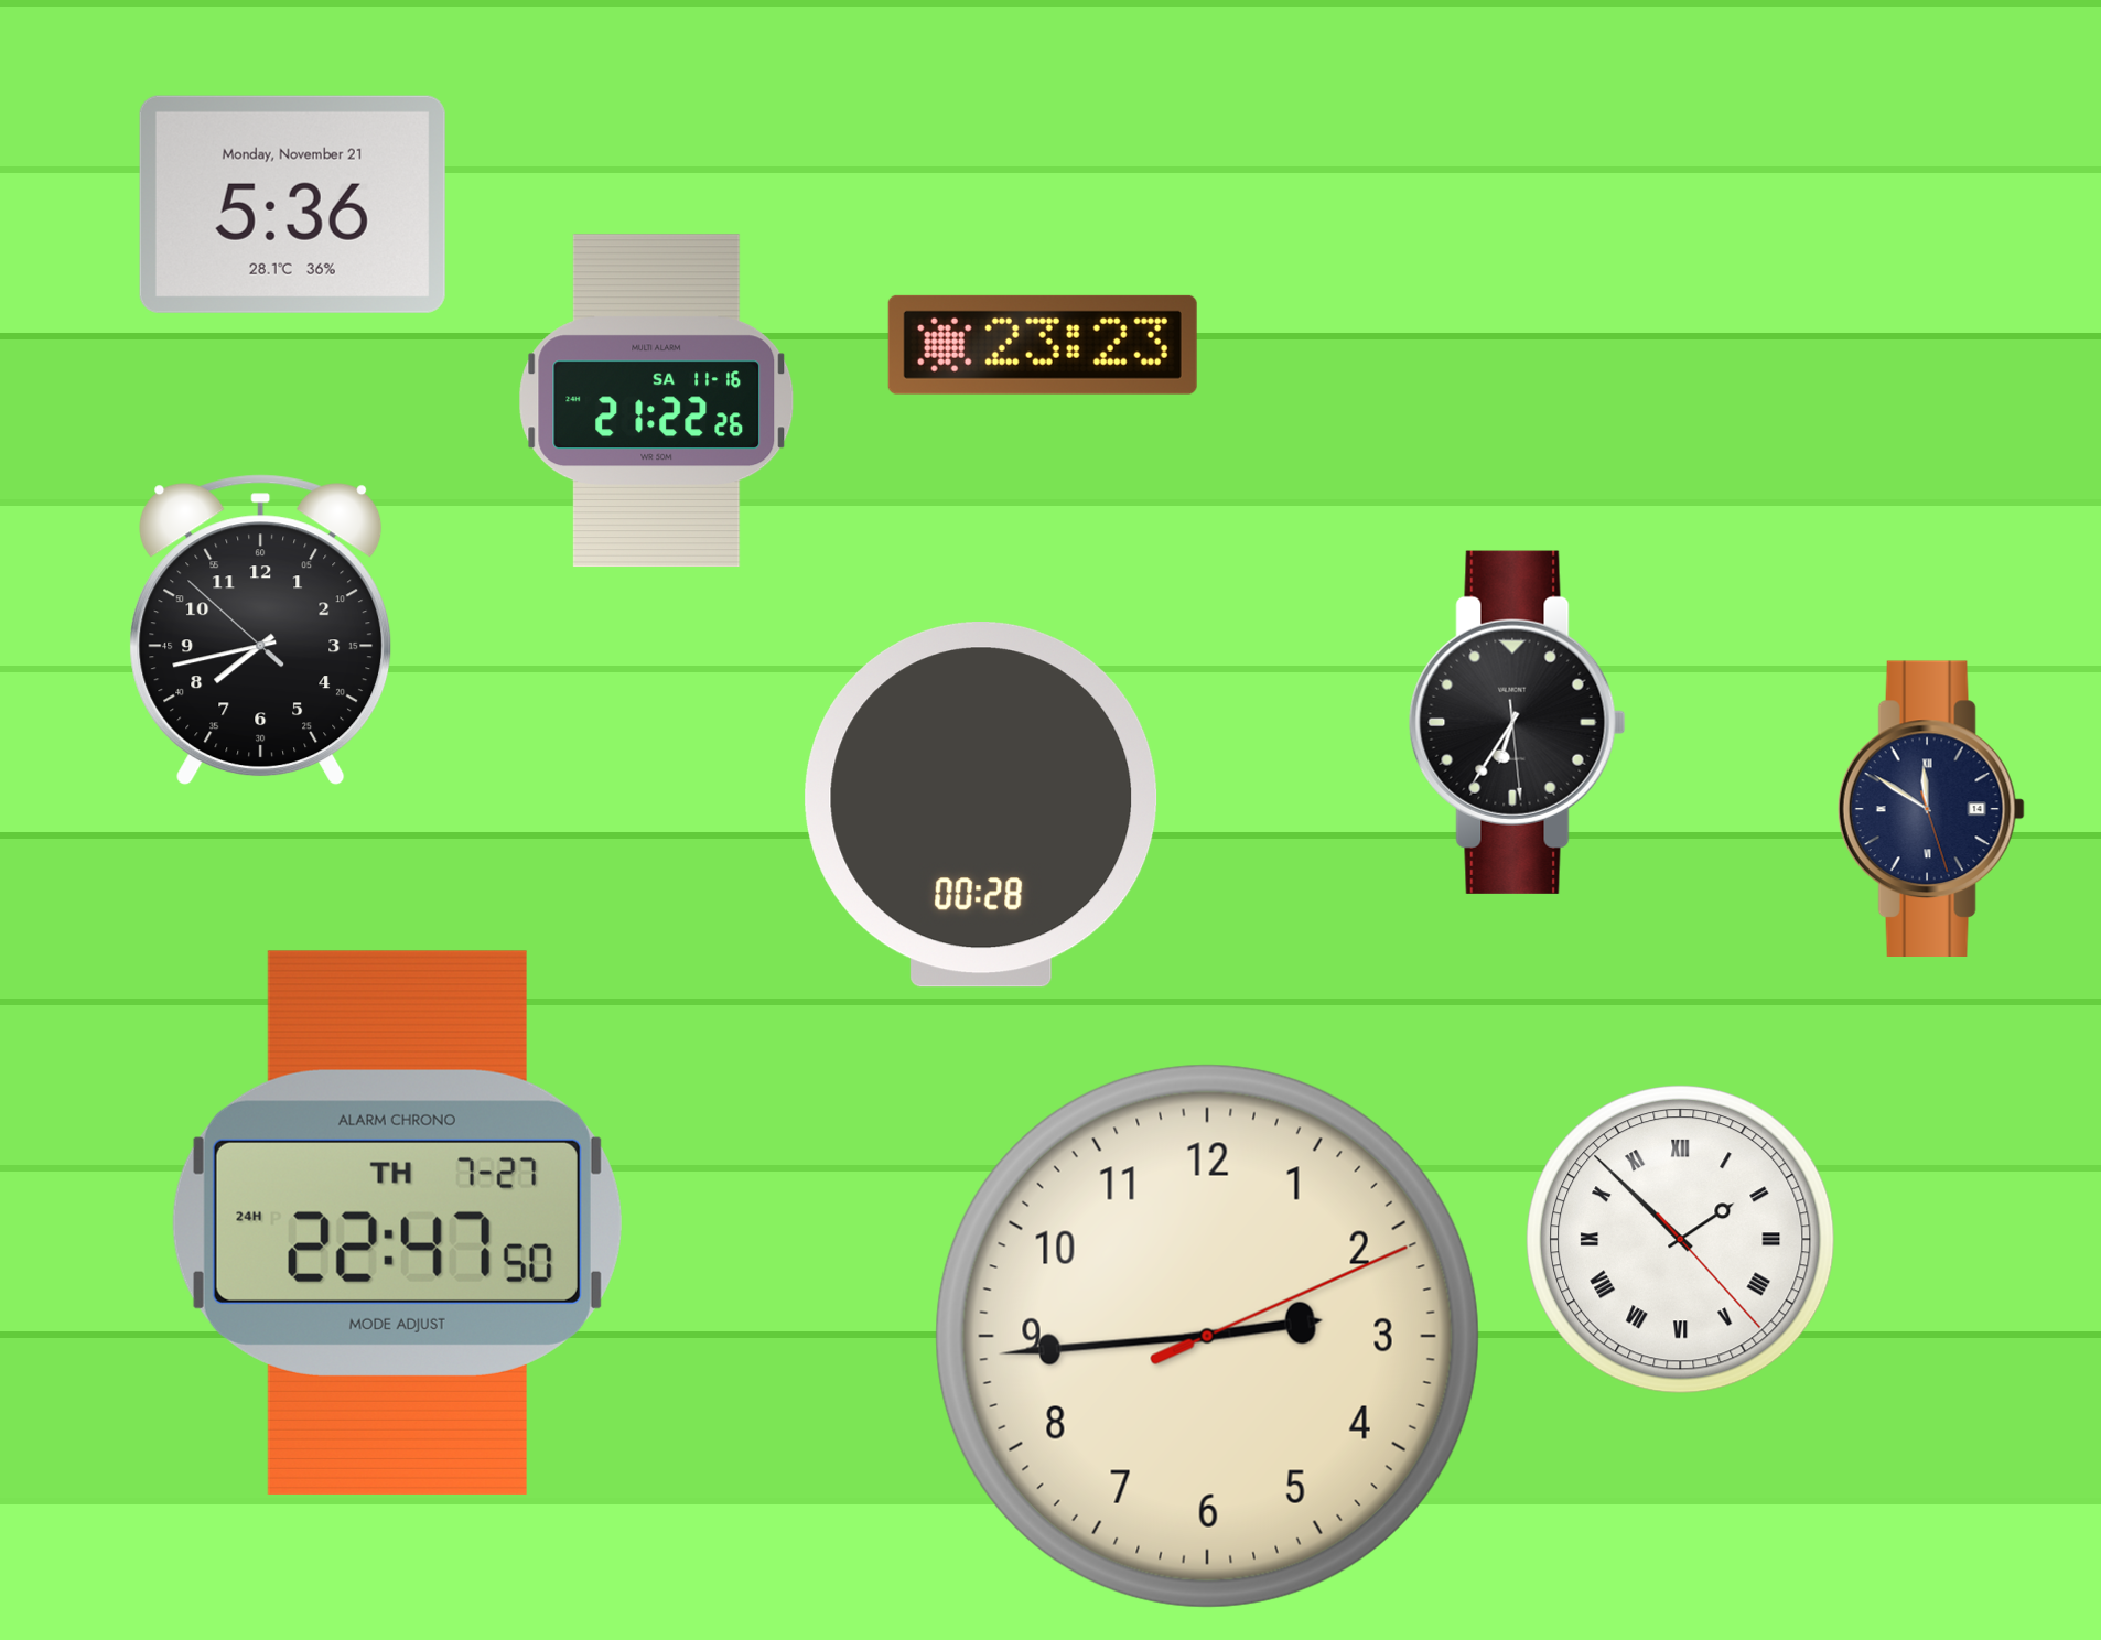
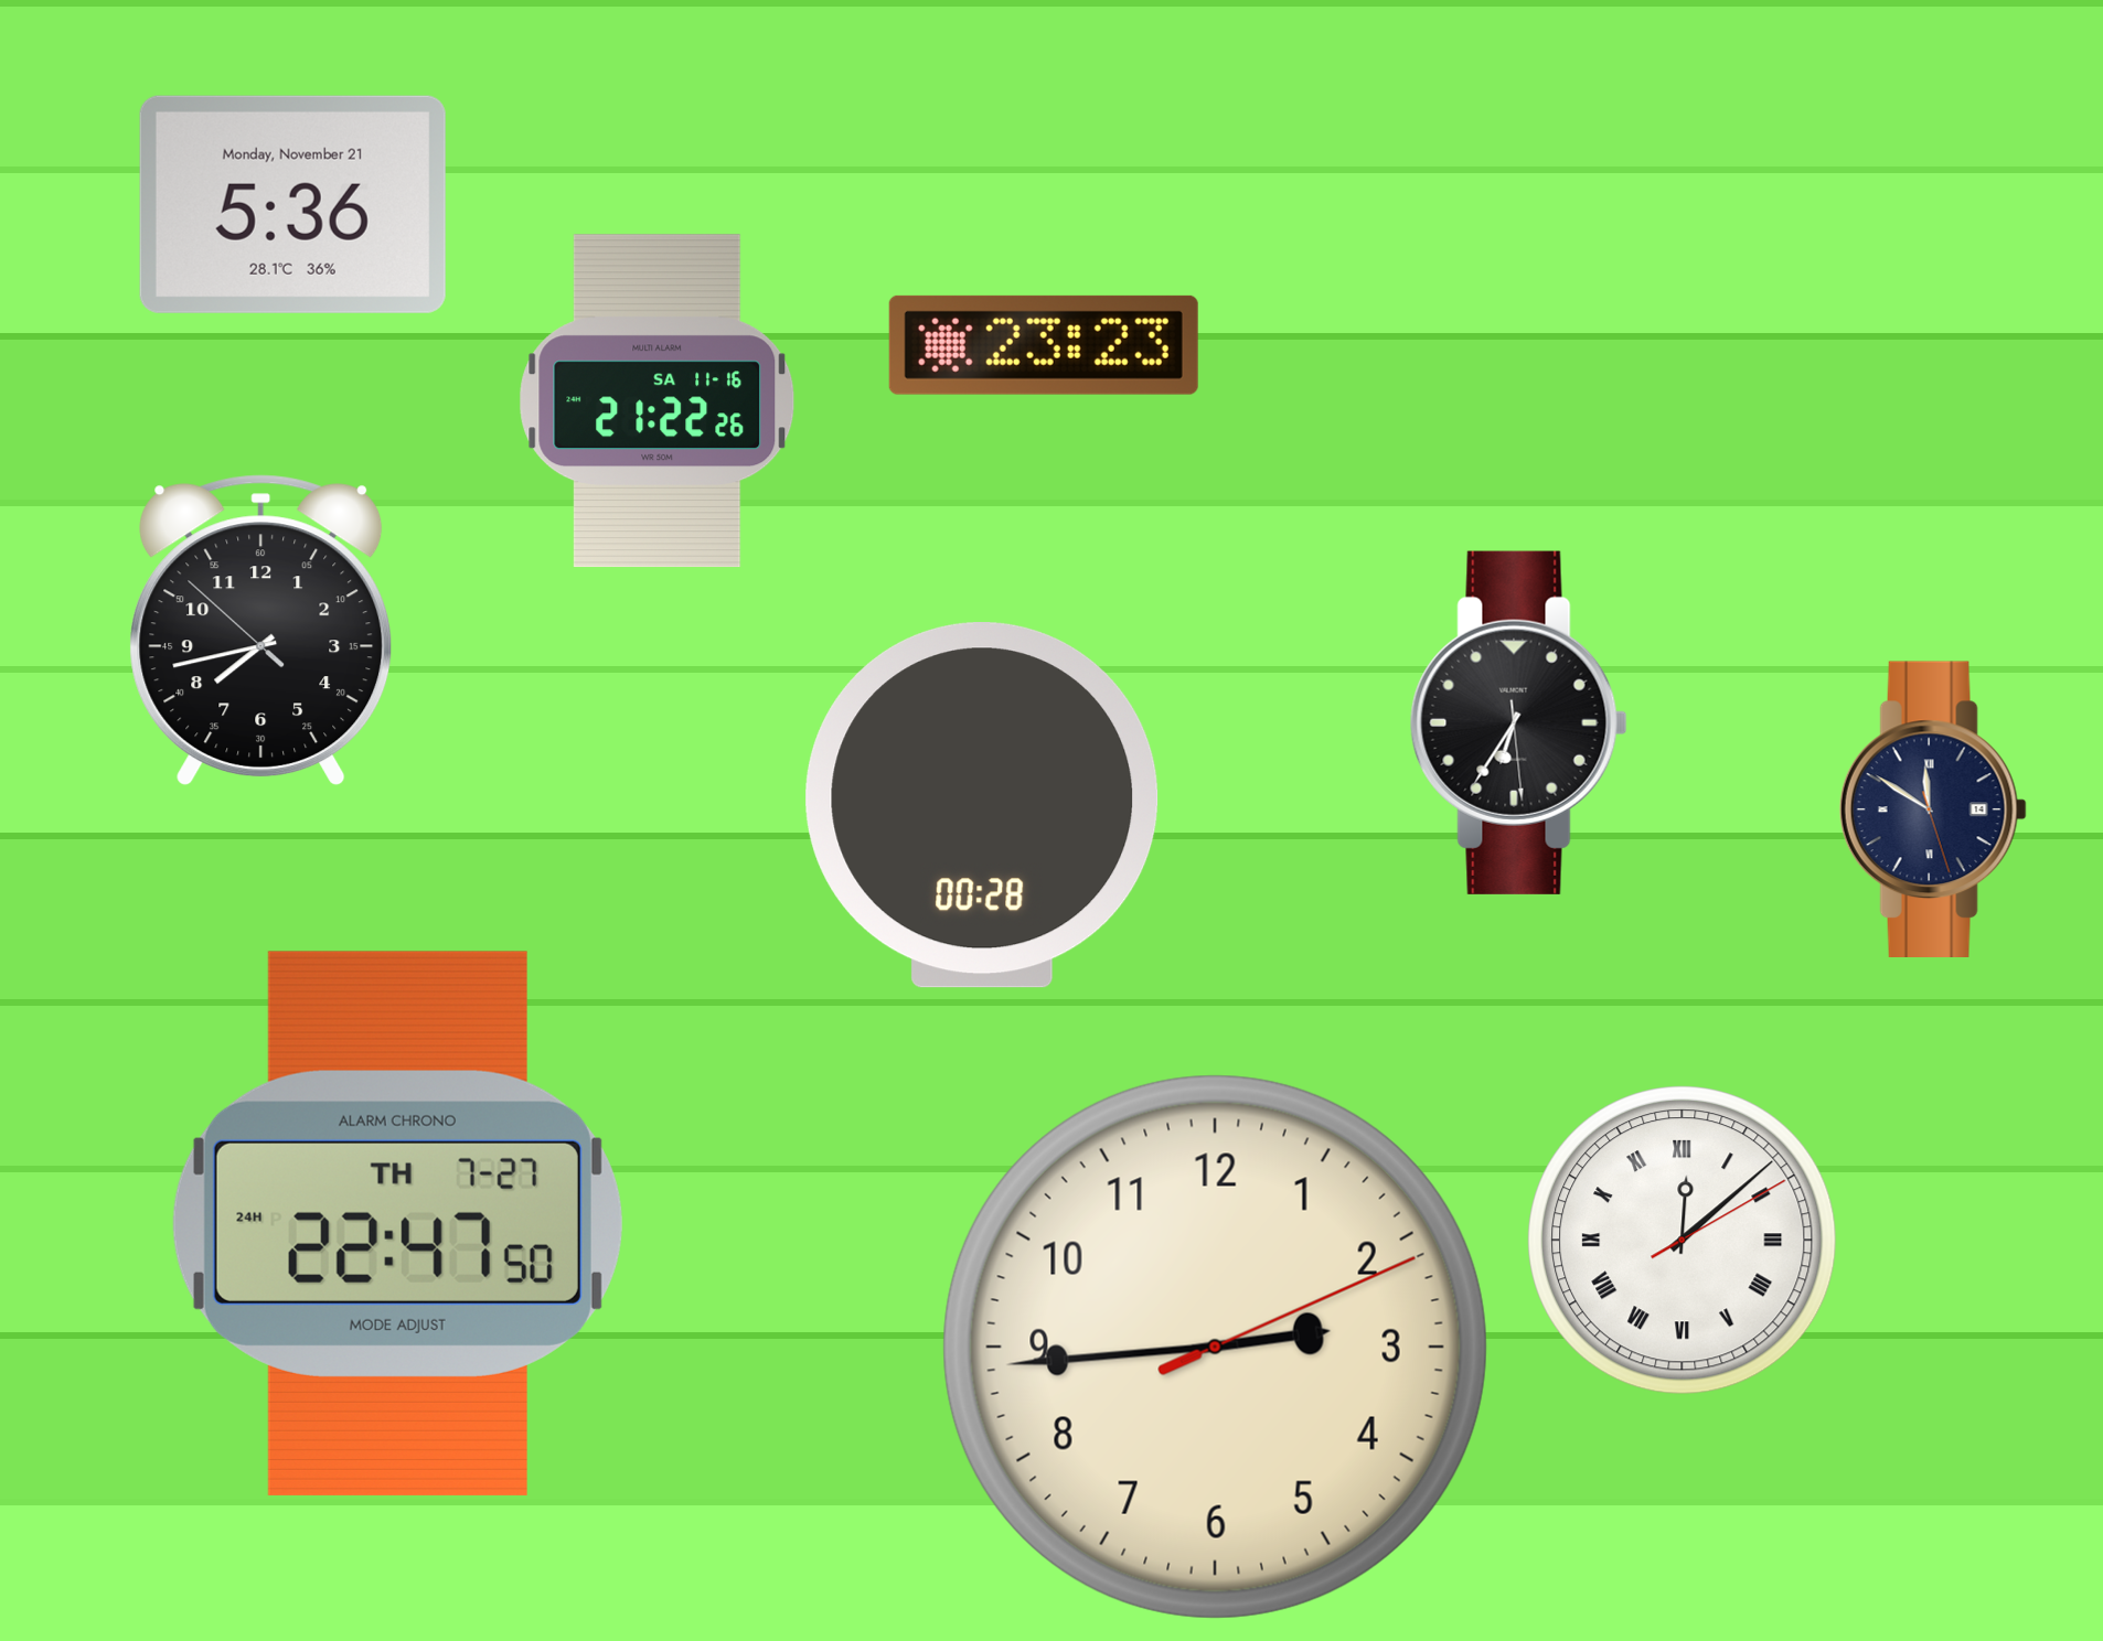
clock at (1681, 1240): 1:52 -> 12:08
clock at (1207, 1336) position: (1207, 1336) -> (1215, 1347)
